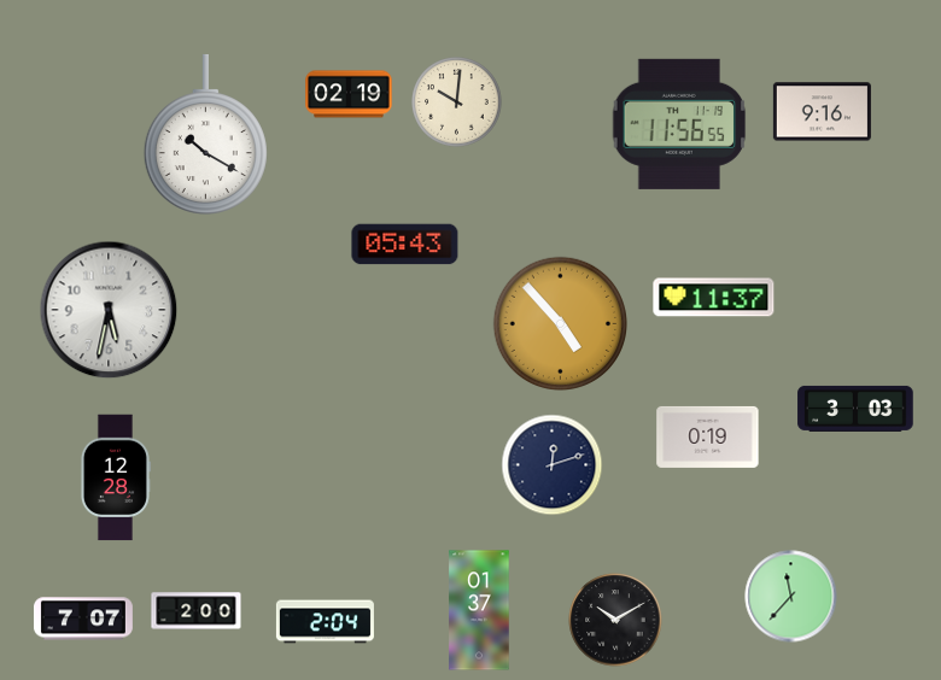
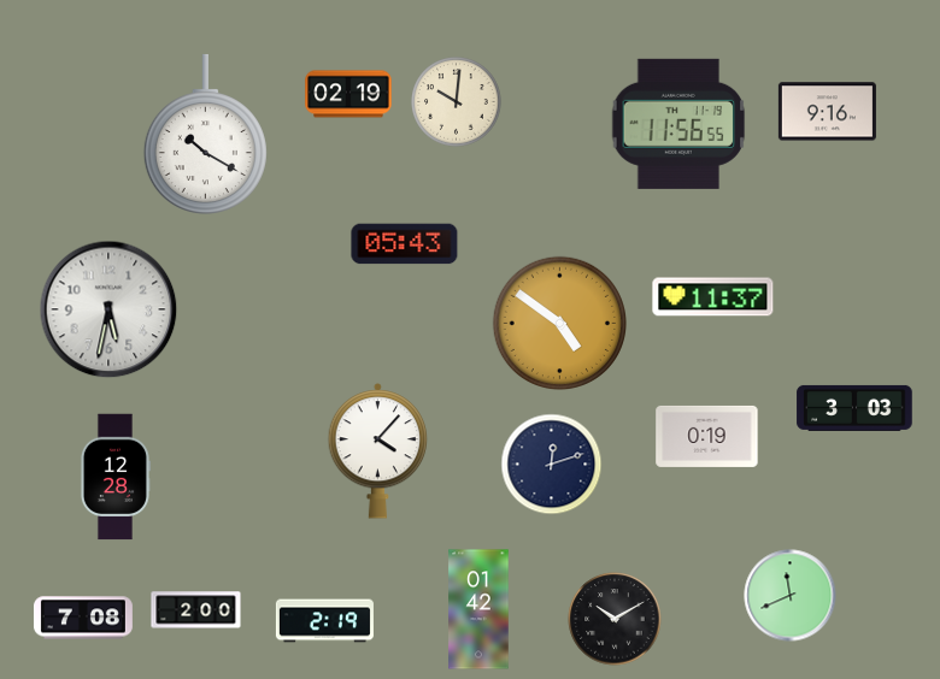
clock at (822, 112) position: (822, 112) -> (827, 112)
clock at (560, 323): 4:53 -> 4:51
clock at (378, 451): none -> 4:07
clock at (791, 597): 11:37 -> 11:41
clock at (479, 610): 01:37 -> 01:42
clock at (83, 619): 7:07 -> 7:08
clock at (325, 622): 2:04 -> 2:19
